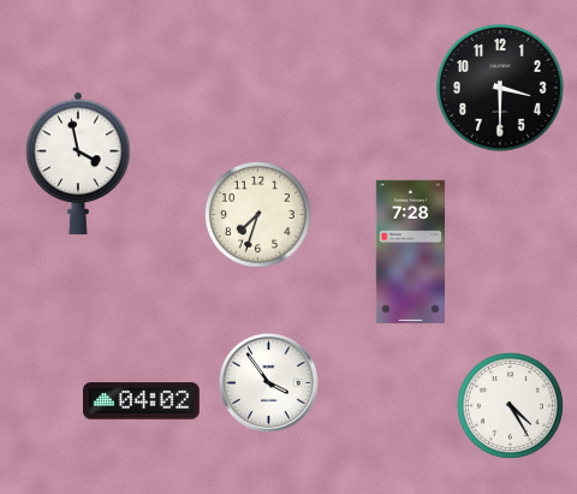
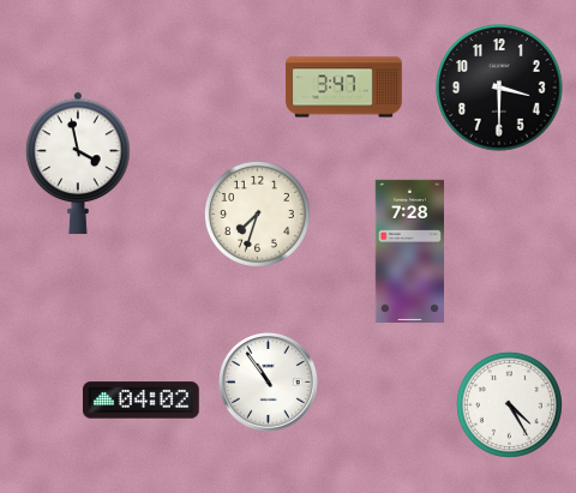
clock at (344, 88): none -> 3:47
clock at (269, 383): 3:54 -> 10:54
